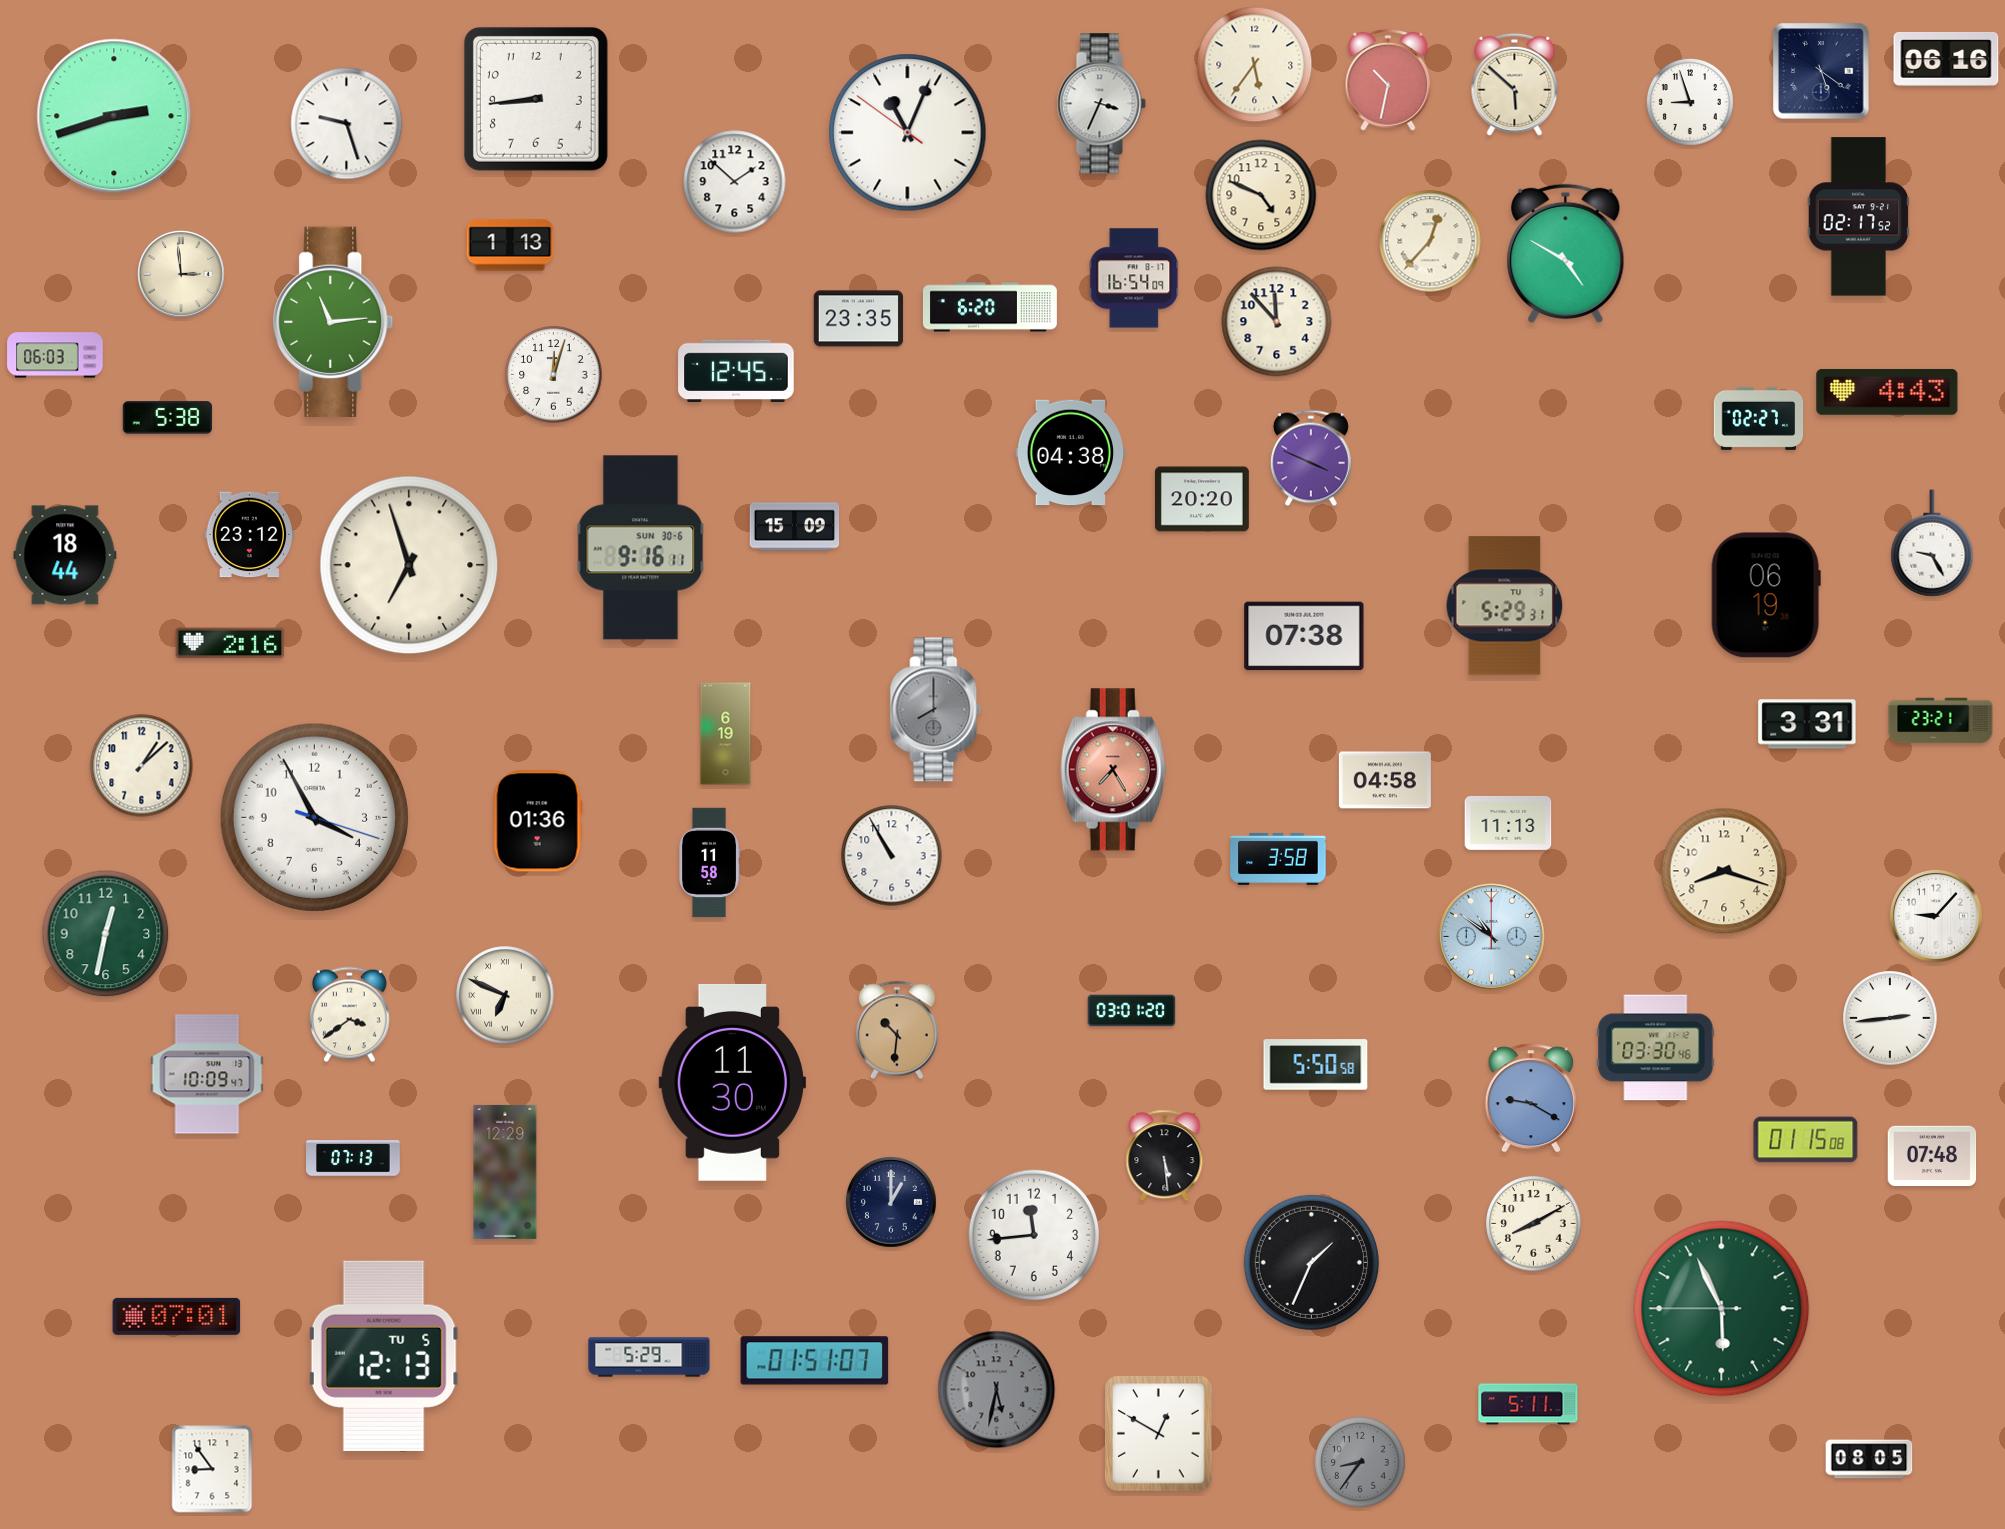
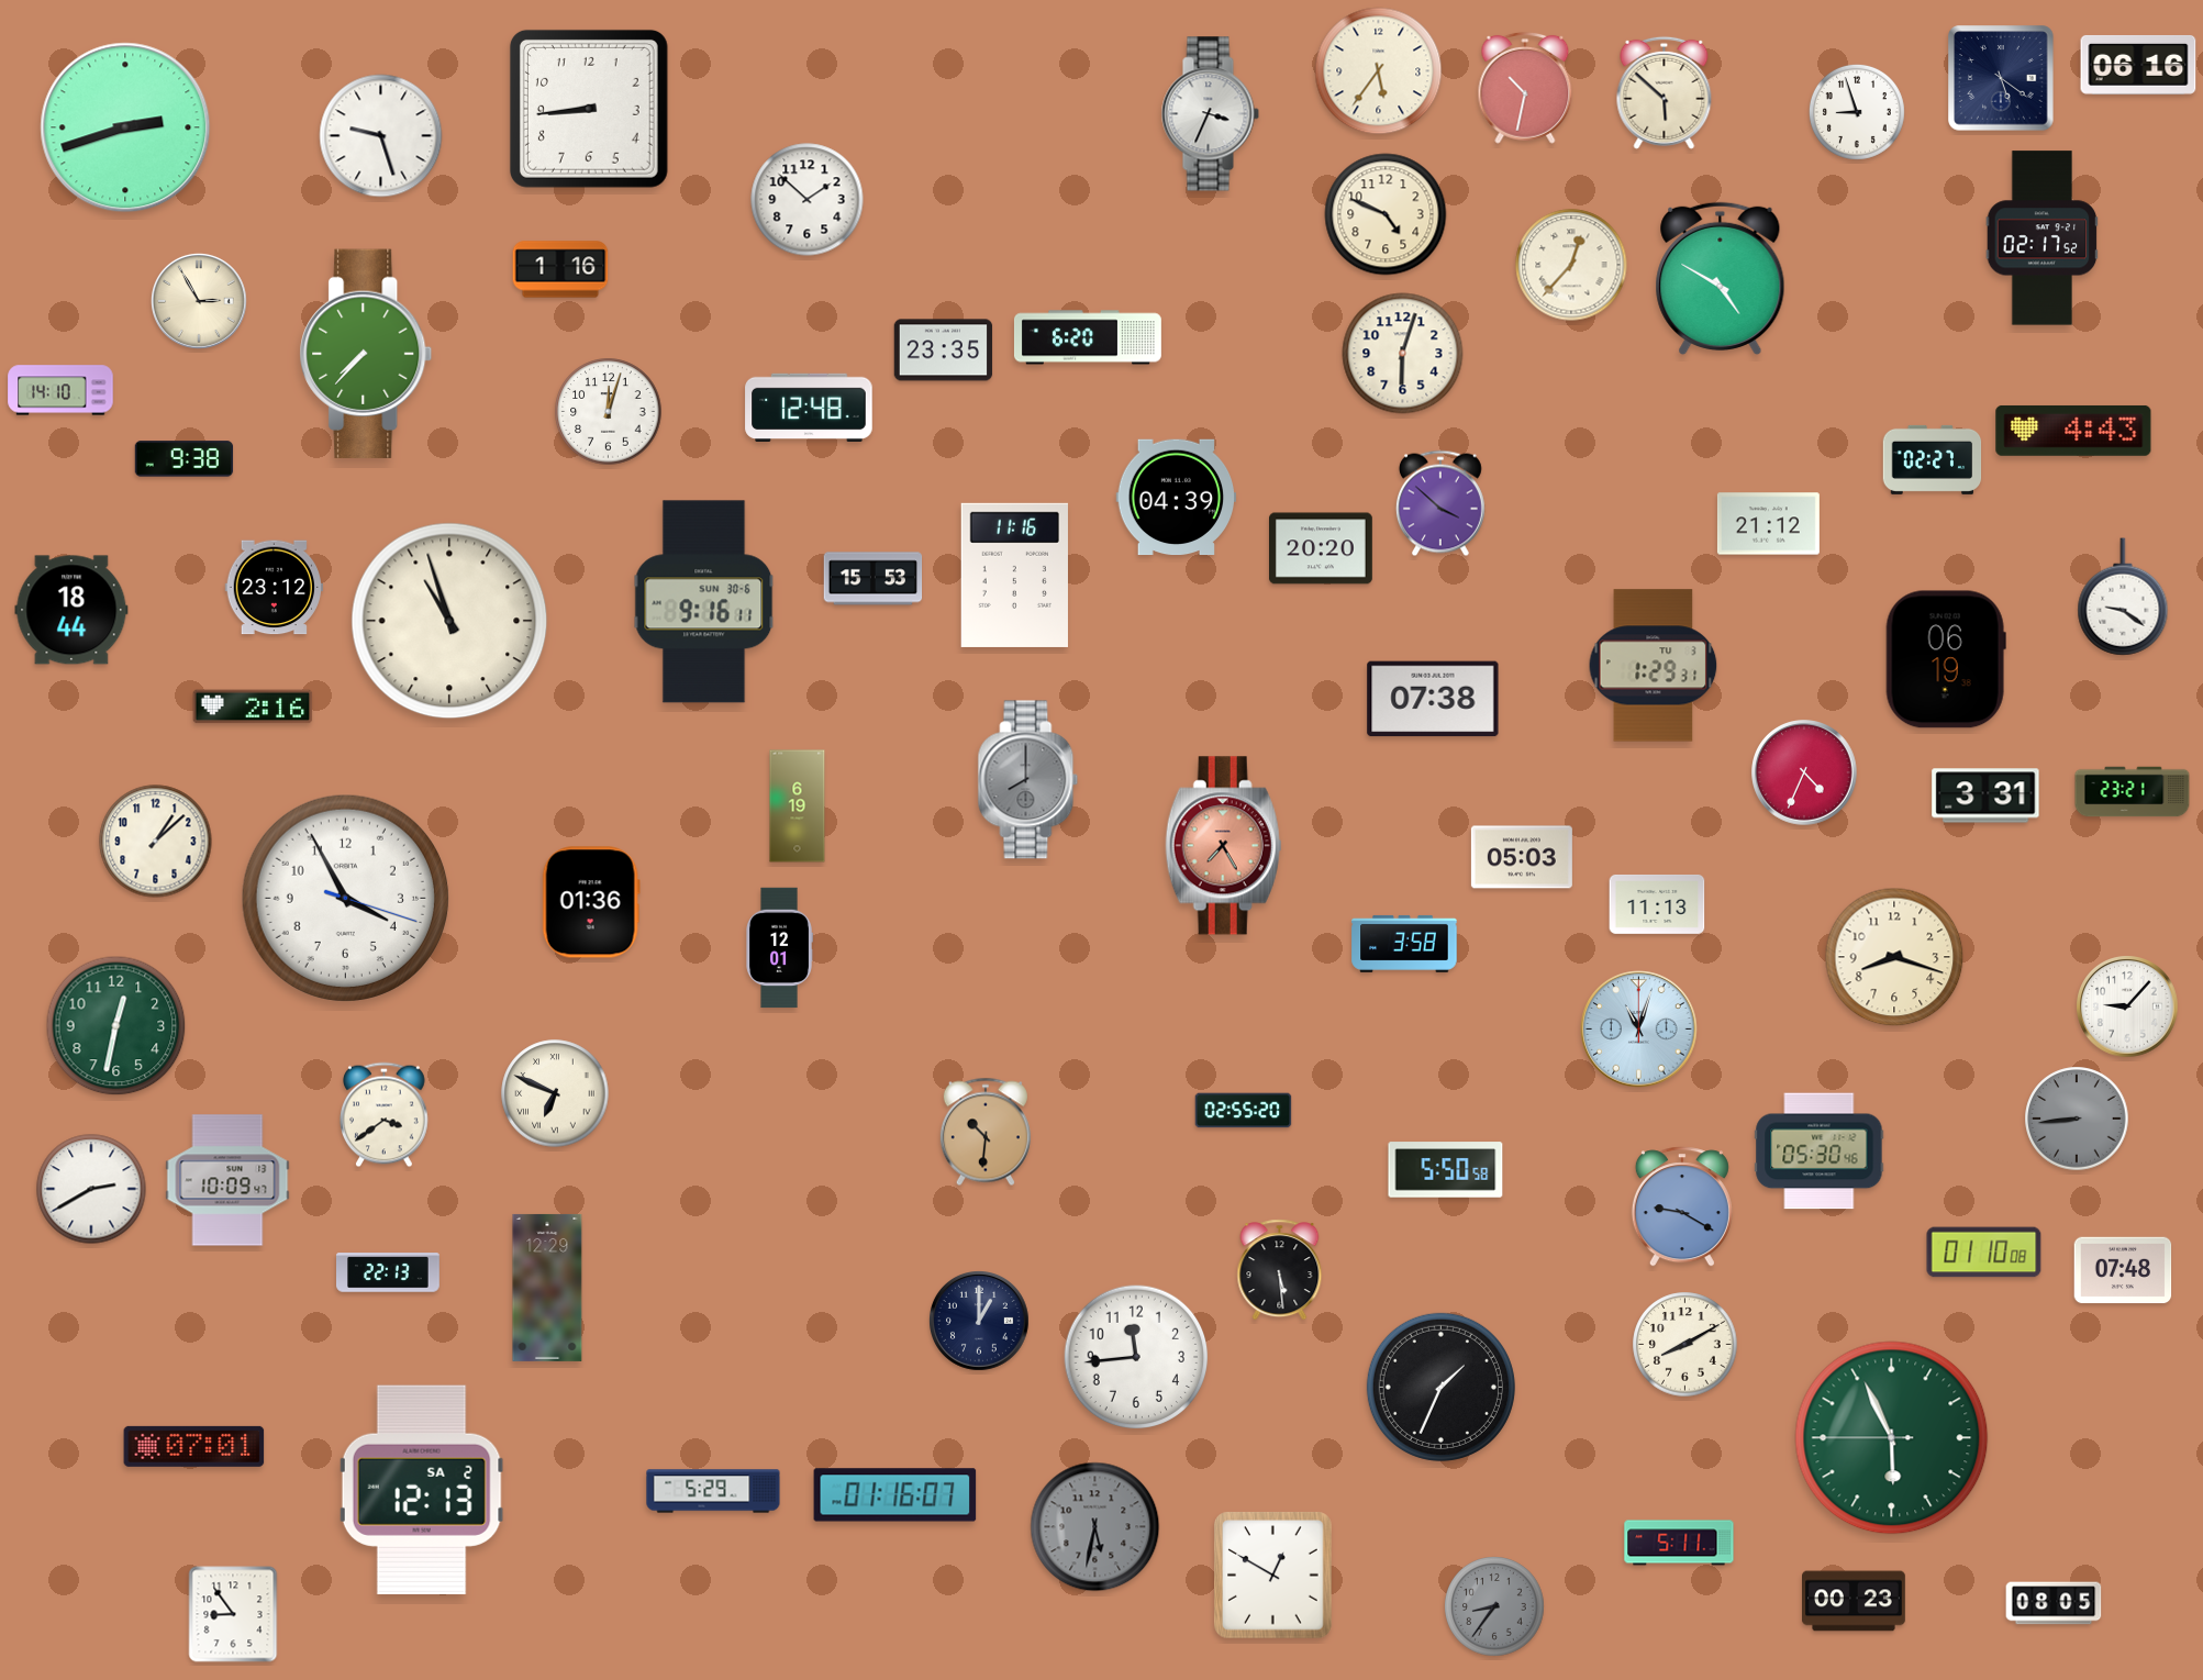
clock at (908, 133): 11:03 -> none
clock at (510, 245): 1:13 -> 1:16
clock at (181, 274): 2:59 -> 2:55
clock at (1134, 278): 16:54 -> none
clock at (333, 321): 11:14 -> 7:37
clock at (1277, 322): 11:53 -> 6:03
clock at (55, 355): 06:03 -> 14:10
clock at (736, 370): 12:45 -> 12:48
clock at (168, 418): 5:38 -> 9:38
clock at (1071, 453): 04:38 -> 04:39
clock at (1311, 458): 3:49 -> 3:52
clock at (1768, 524): none -> 21:12
clock at (1014, 575): none -> 11:16
clock at (795, 527): 15:09 -> 15:53
clock at (1932, 543): 9:25 -> 9:21
clock at (409, 565): 6:57 -> 10:57
clock at (1766, 595) position: (1766, 595) -> (1946, 659)
clock at (1505, 606): 5:29 -> 1:29
clock at (1804, 772): none -> 4:34
clock at (1385, 780): 04:58 -> 05:03
clock at (892, 856): 10:55 -> none
clock at (709, 863): 11:58 -> 12:01
clock at (1492, 937): 10:51 -> 11:03
clock at (1132, 1011): 03:01 -> 02:55
clock at (1890, 1018): 2:44 -> 8:44
clock at (1890, 1018) dial: white -> grey
clock at (1656, 1048): 03:30 -> 05:30
clock at (91, 1189): none -> 2:40
clock at (732, 1082): 11:30 -> none
clock at (1806, 1140): 01:15 -> 01:10
clock at (354, 1158): 07:13 -> 22:13
clock at (505, 1172) position: (505, 1172) -> (547, 1288)
clock at (384, 1356) date: TU 5 -> SA 2
clock at (815, 1361): 01:51 -> 01:16
clock at (1855, 1601): none -> 00:23
